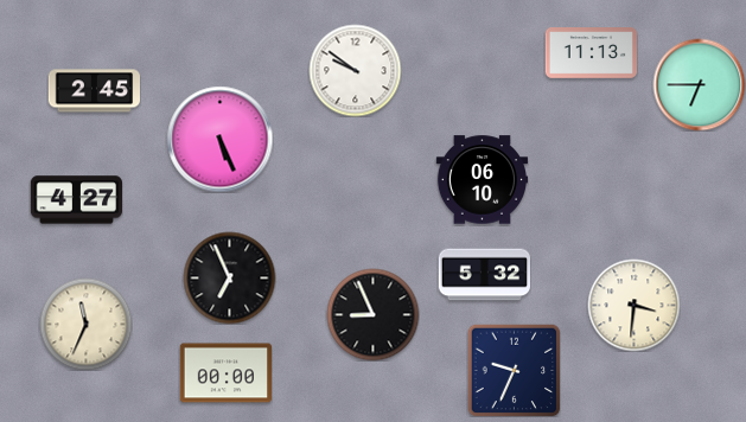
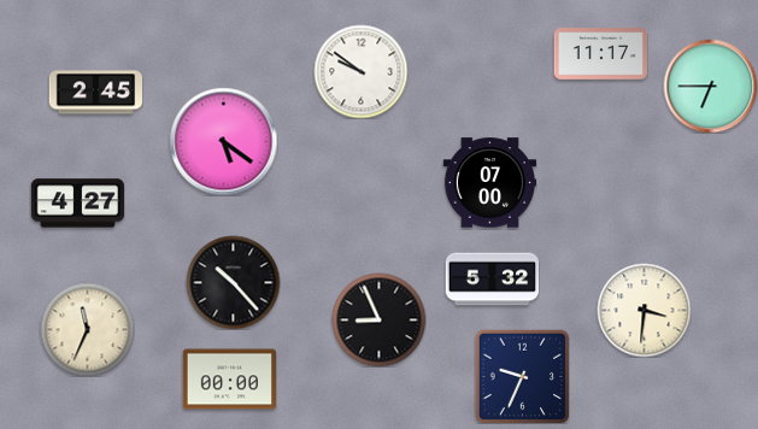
clock at (591, 53): 11:13 -> 11:17
clock at (219, 139): 5:26 -> 5:21
clock at (482, 180): 06:10 -> 07:00
clock at (229, 277): 6:56 -> 10:23
